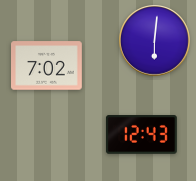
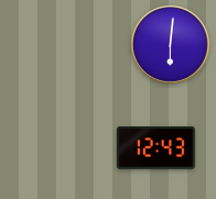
clock at (47, 66): 7:02 -> none
